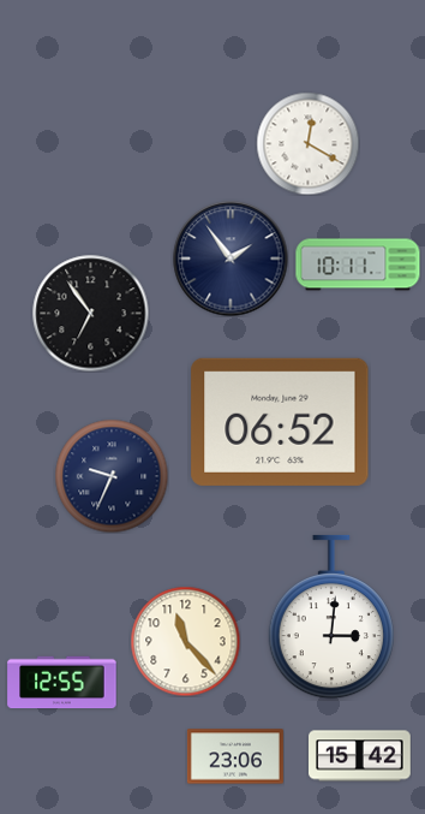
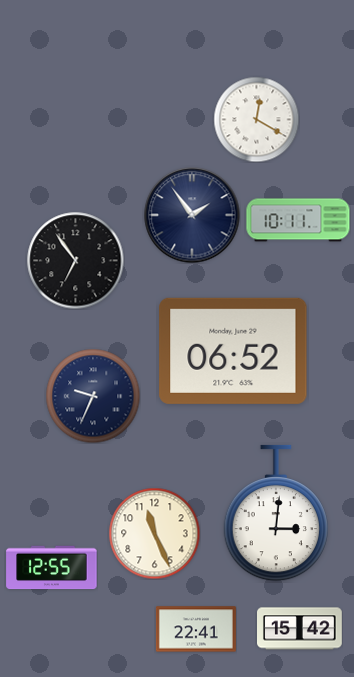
clock at (185, 641): 11:23 -> 11:26
clock at (235, 756): 23:06 -> 22:41
